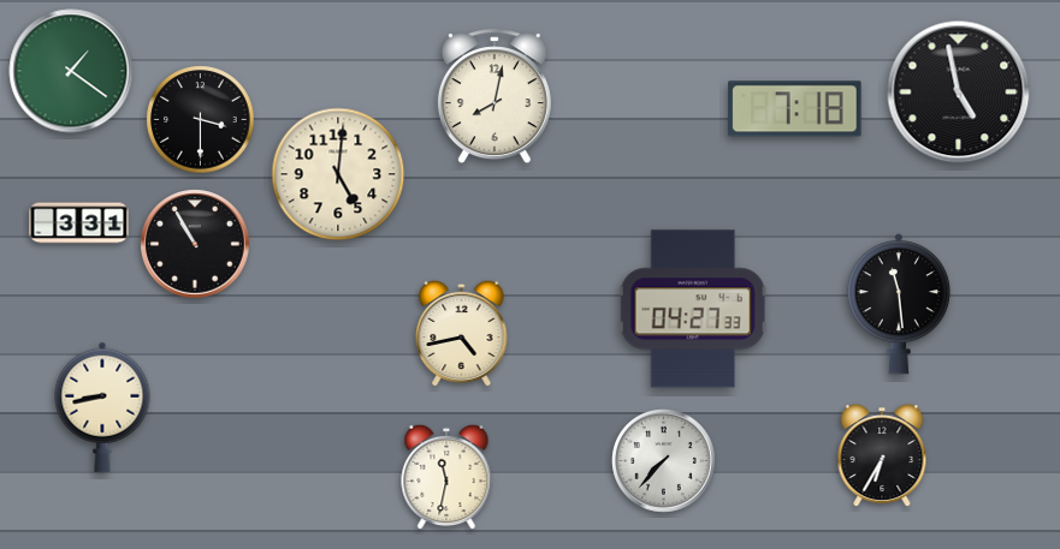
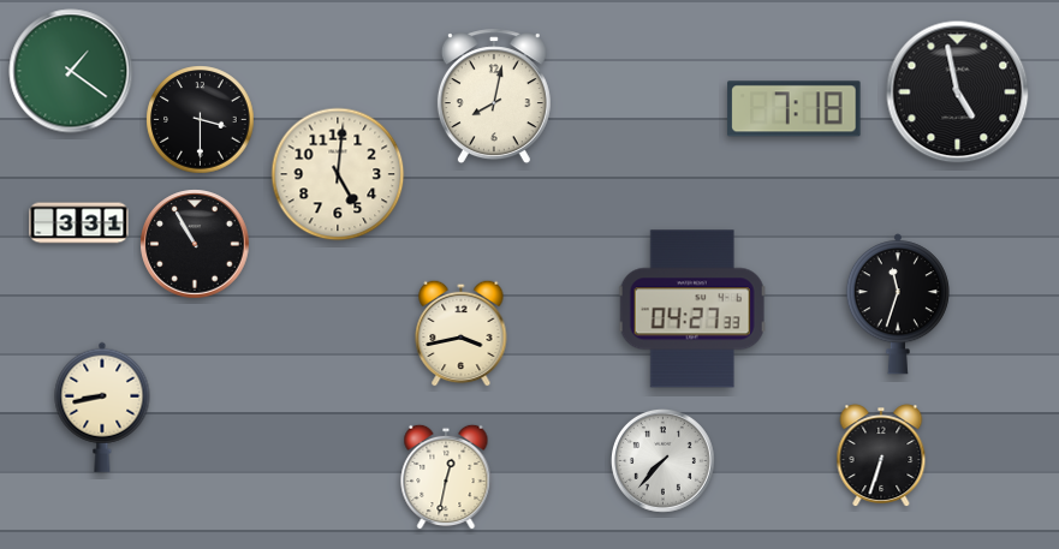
clock at (899, 304): 11:29 -> 11:33
clock at (462, 333): 4:43 -> 3:43
clock at (882, 455): 6:35 -> 6:33
clock at (446, 477): 11:32 -> 12:32
